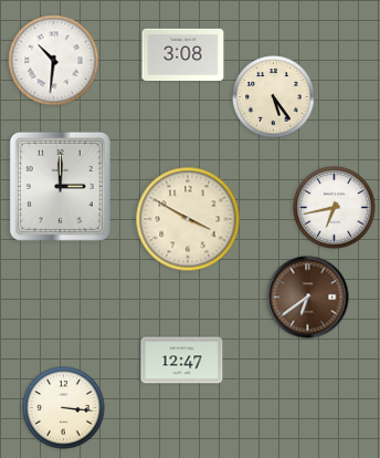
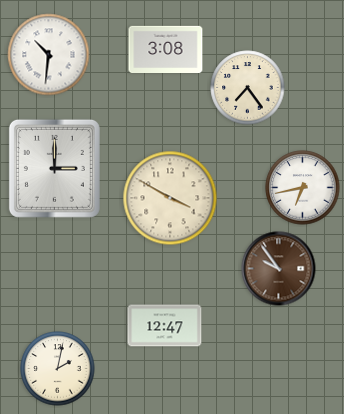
clock at (274, 97): 5:24 -> 7:24
clock at (308, 298): 6:39 -> 9:54
clock at (64, 408): 3:16 -> 2:02
